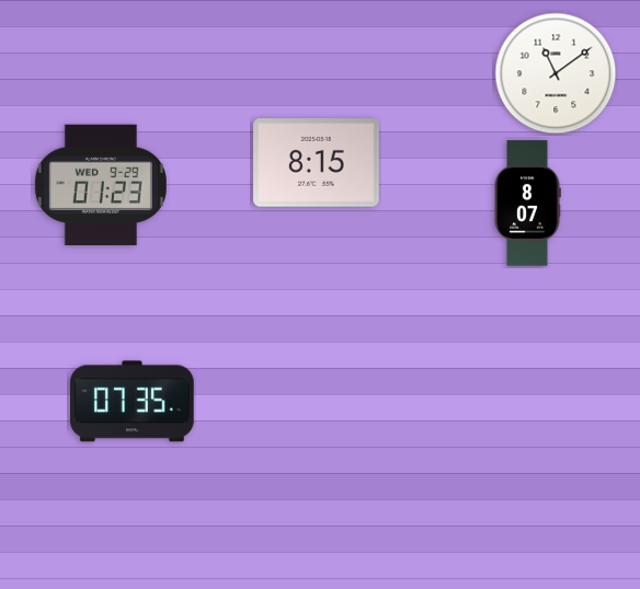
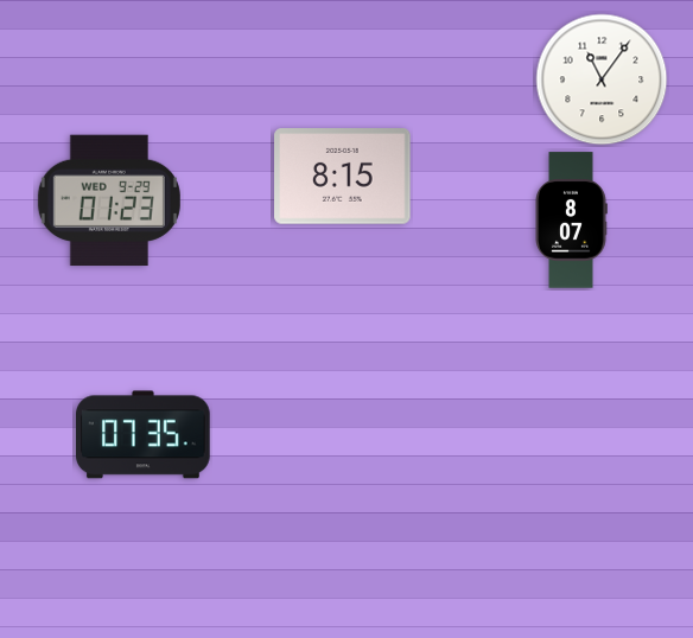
clock at (556, 73): 11:09 -> 11:06
